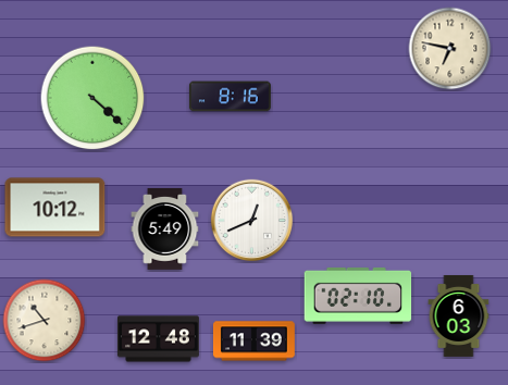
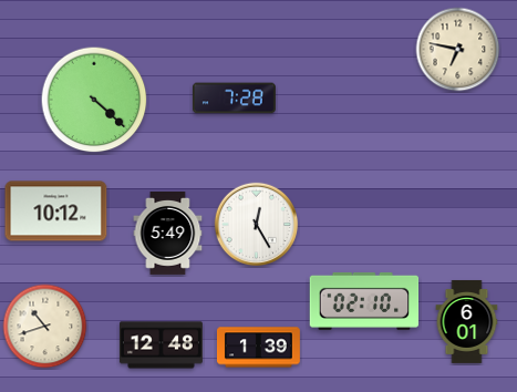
clock at (230, 97): 8:16 -> 7:28
clock at (252, 221): 12:41 -> 12:25
clock at (459, 316): 6:03 -> 6:01
clock at (253, 341): 11:39 -> 1:39
